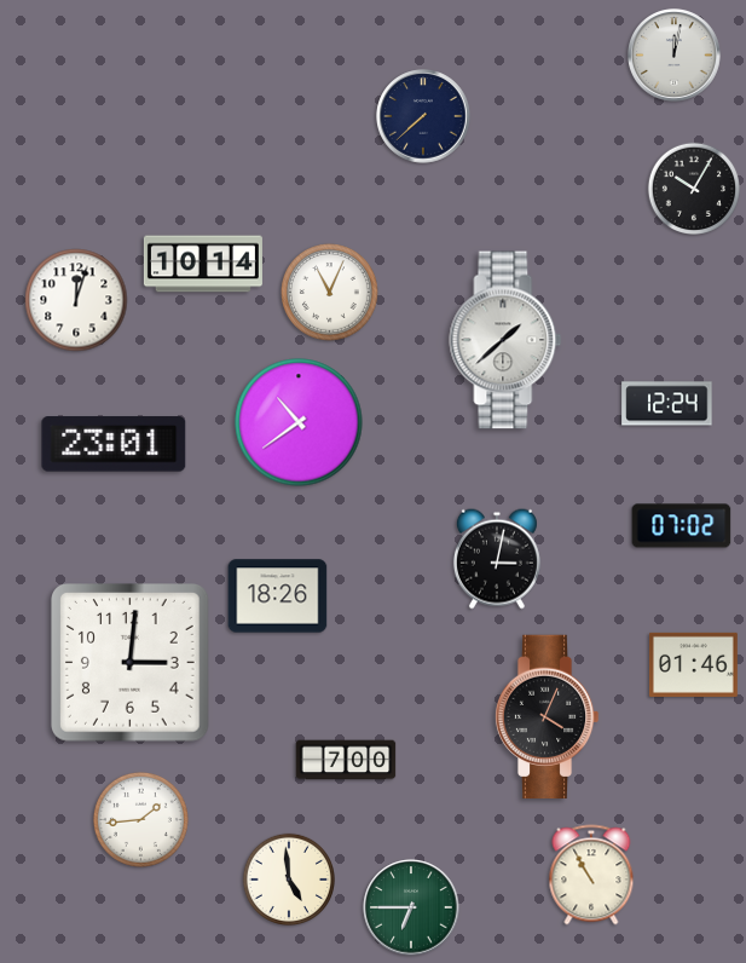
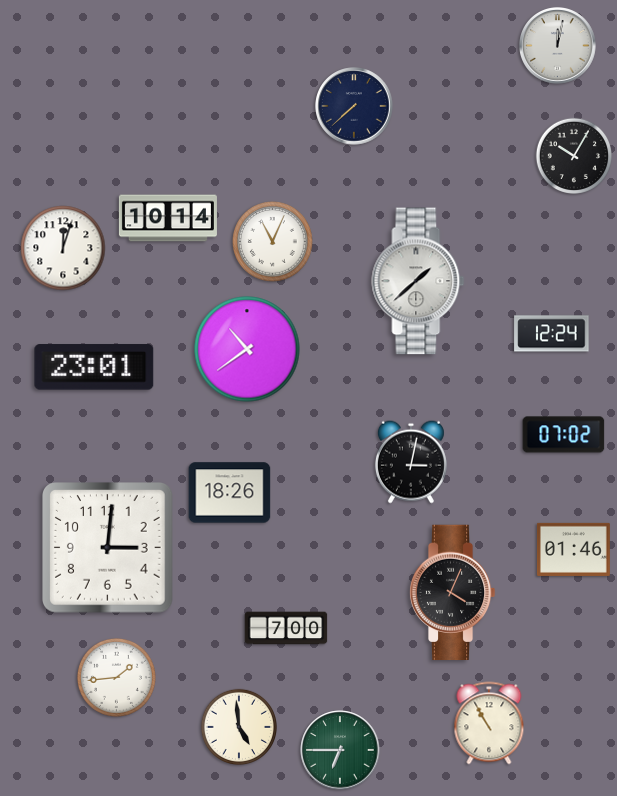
clock at (423, 116) position: (423, 116) -> (354, 106)
